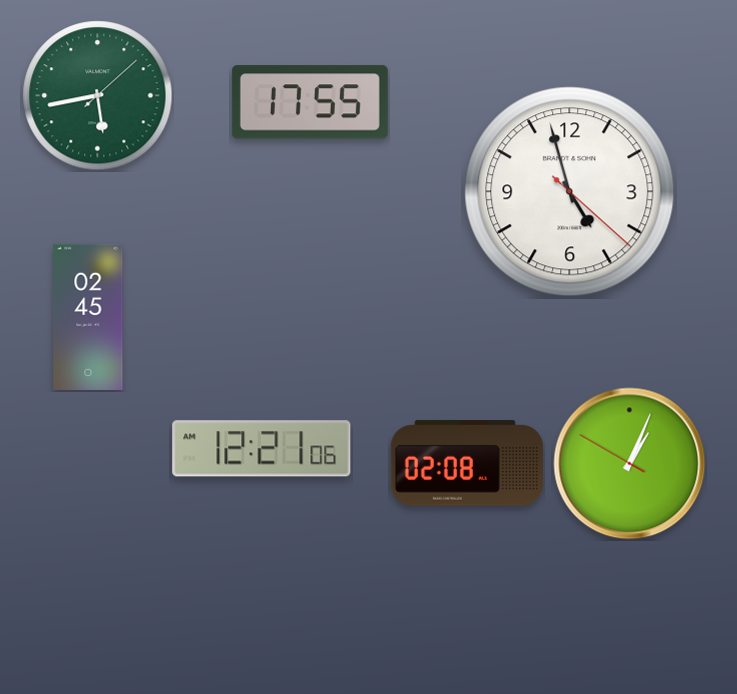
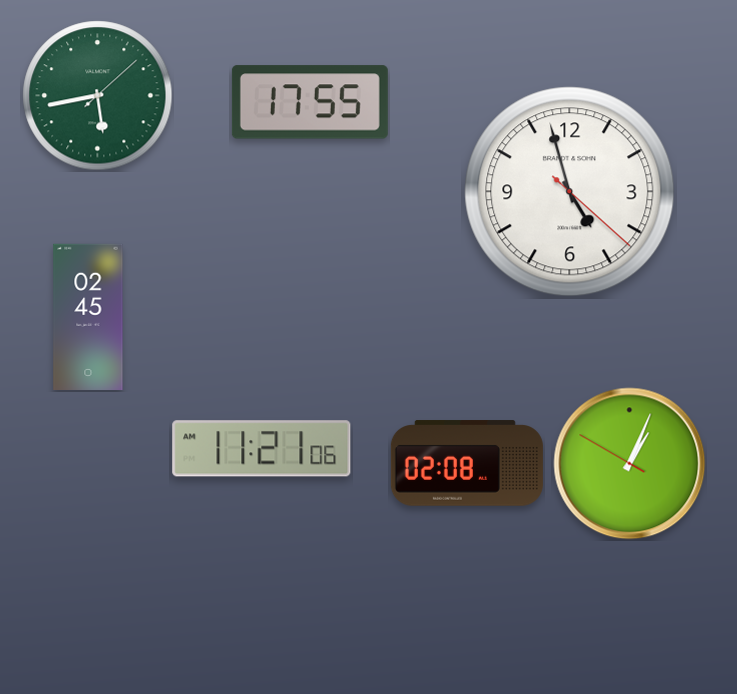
clock at (262, 449): 12:21 -> 11:21
